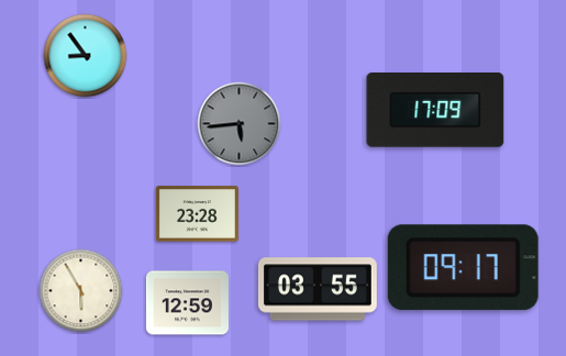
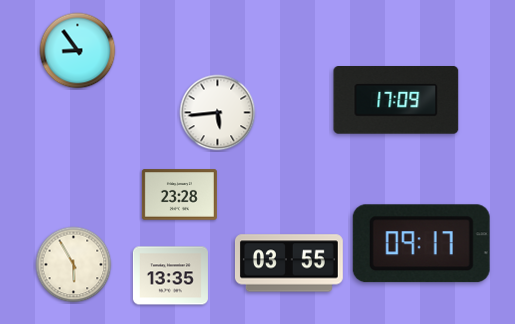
clock at (240, 124) dial: grey -> white
clock at (187, 303): 12:59 -> 13:35
